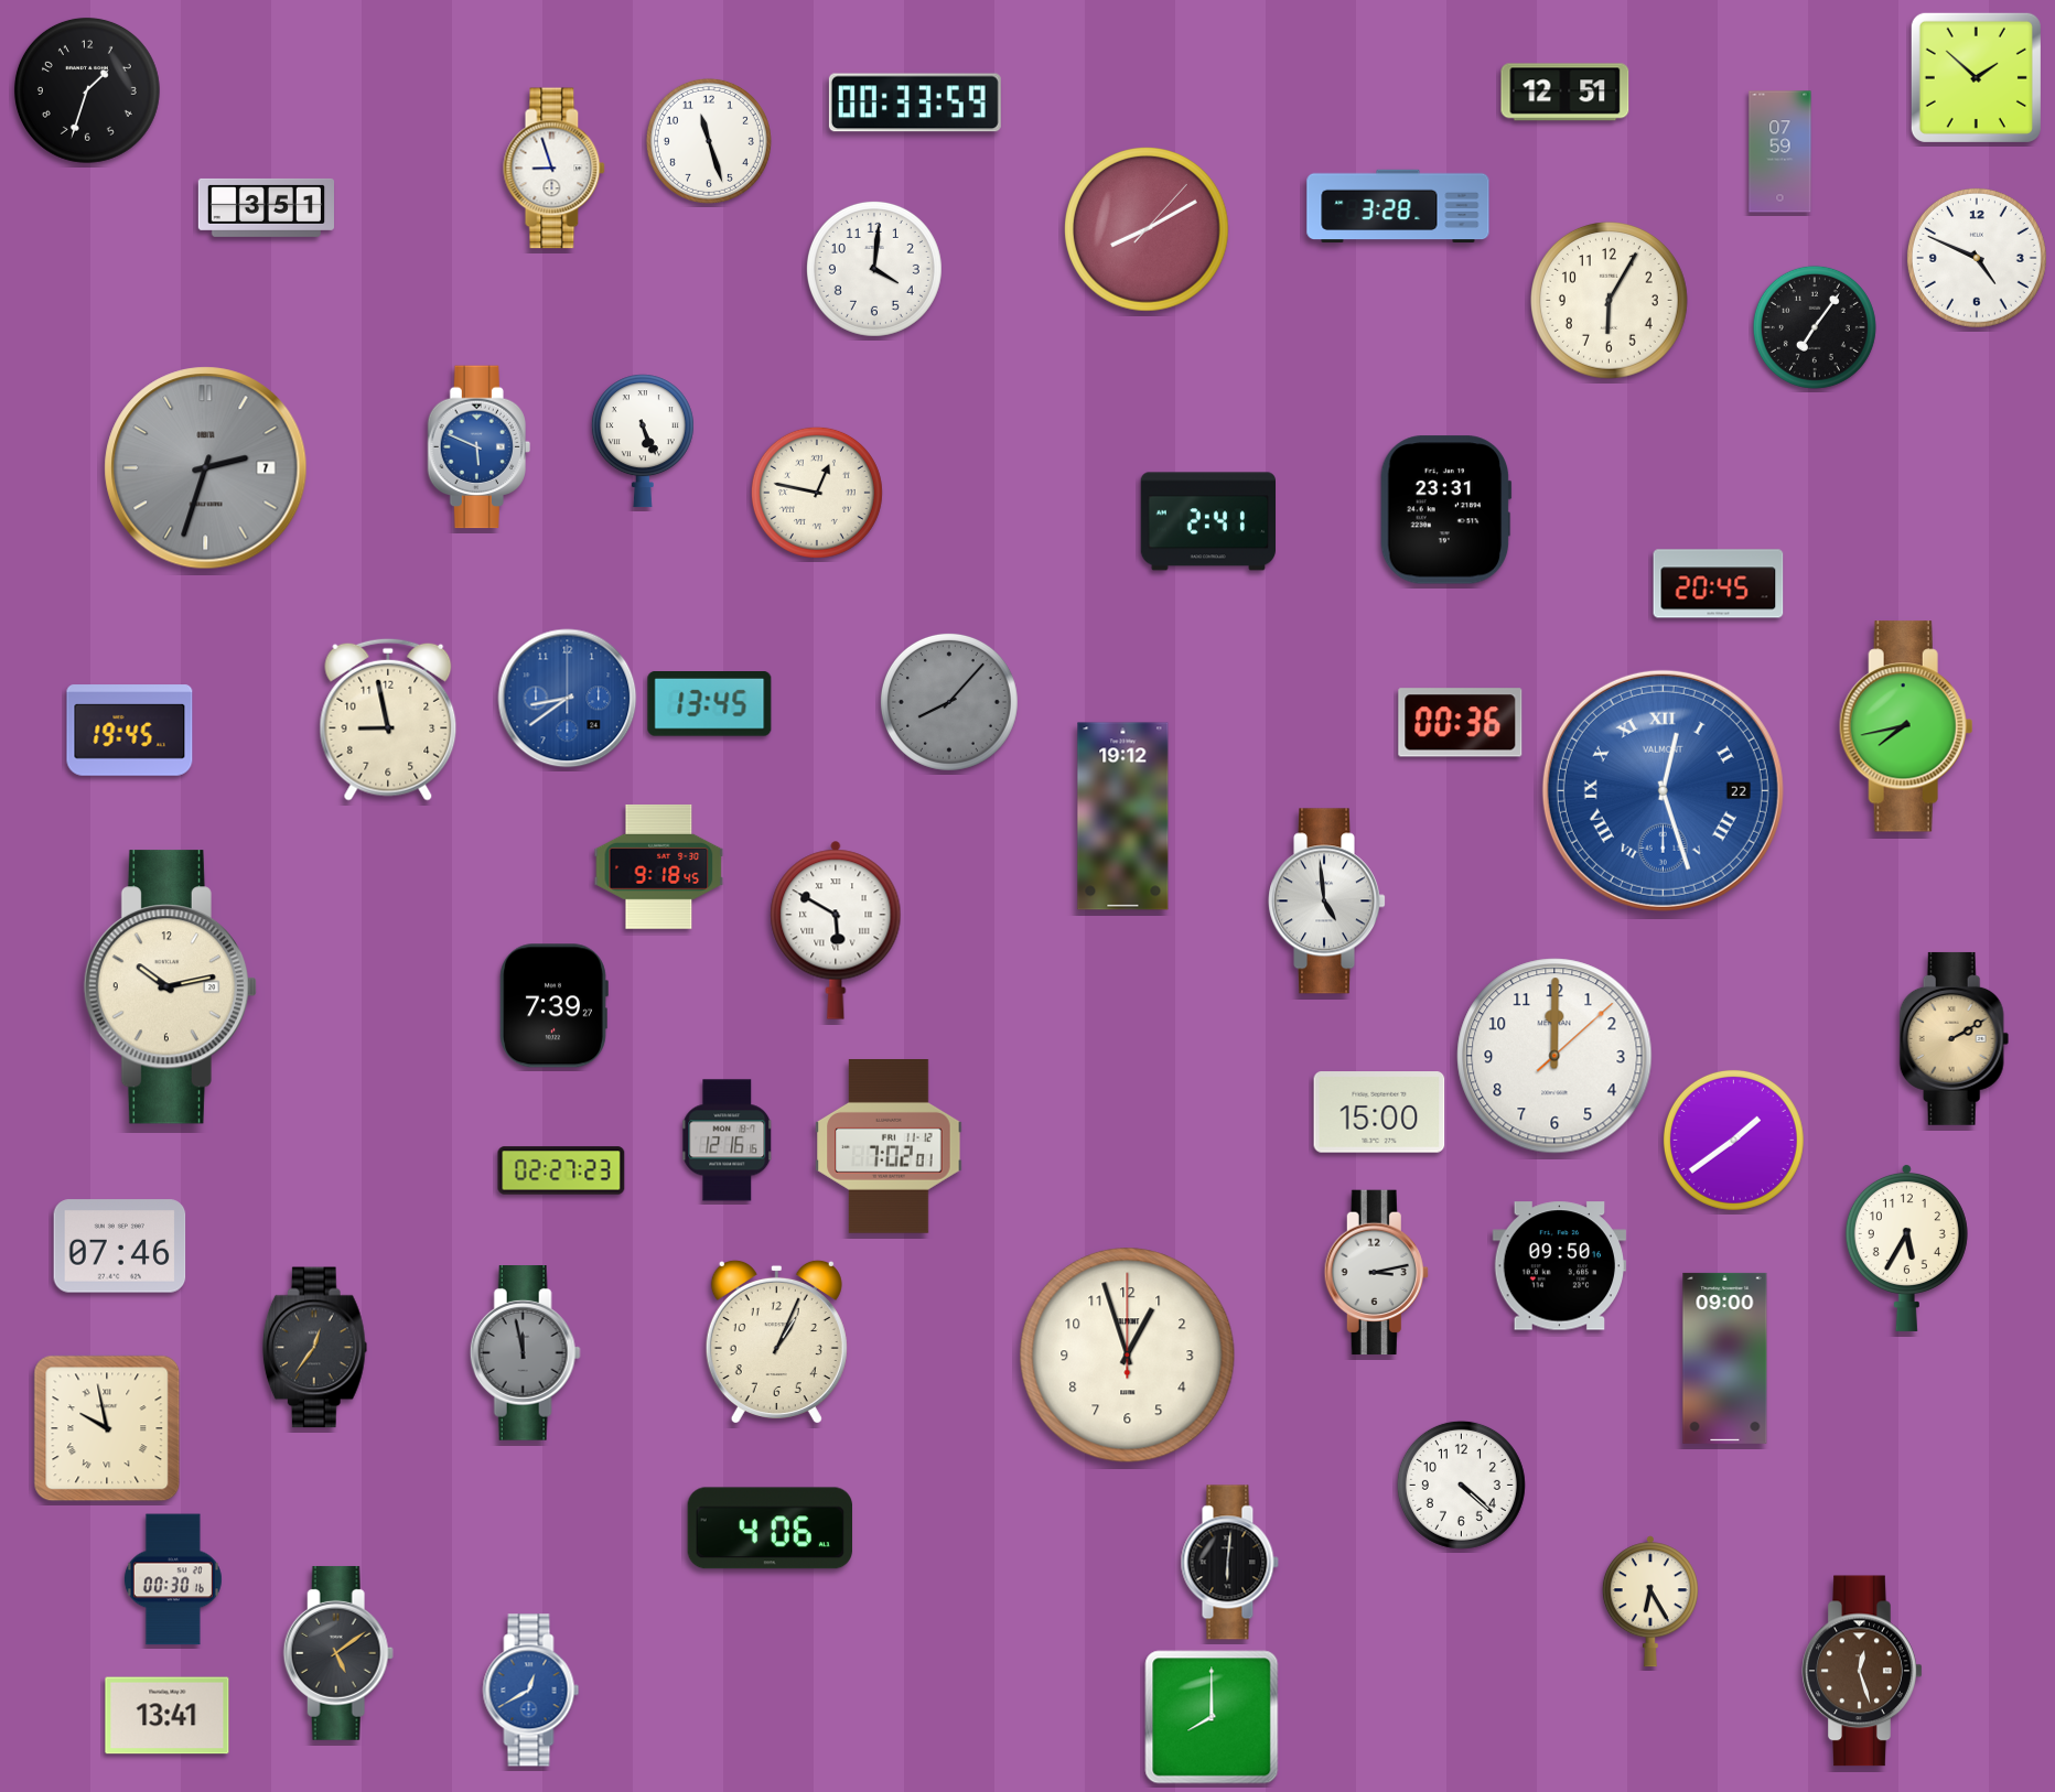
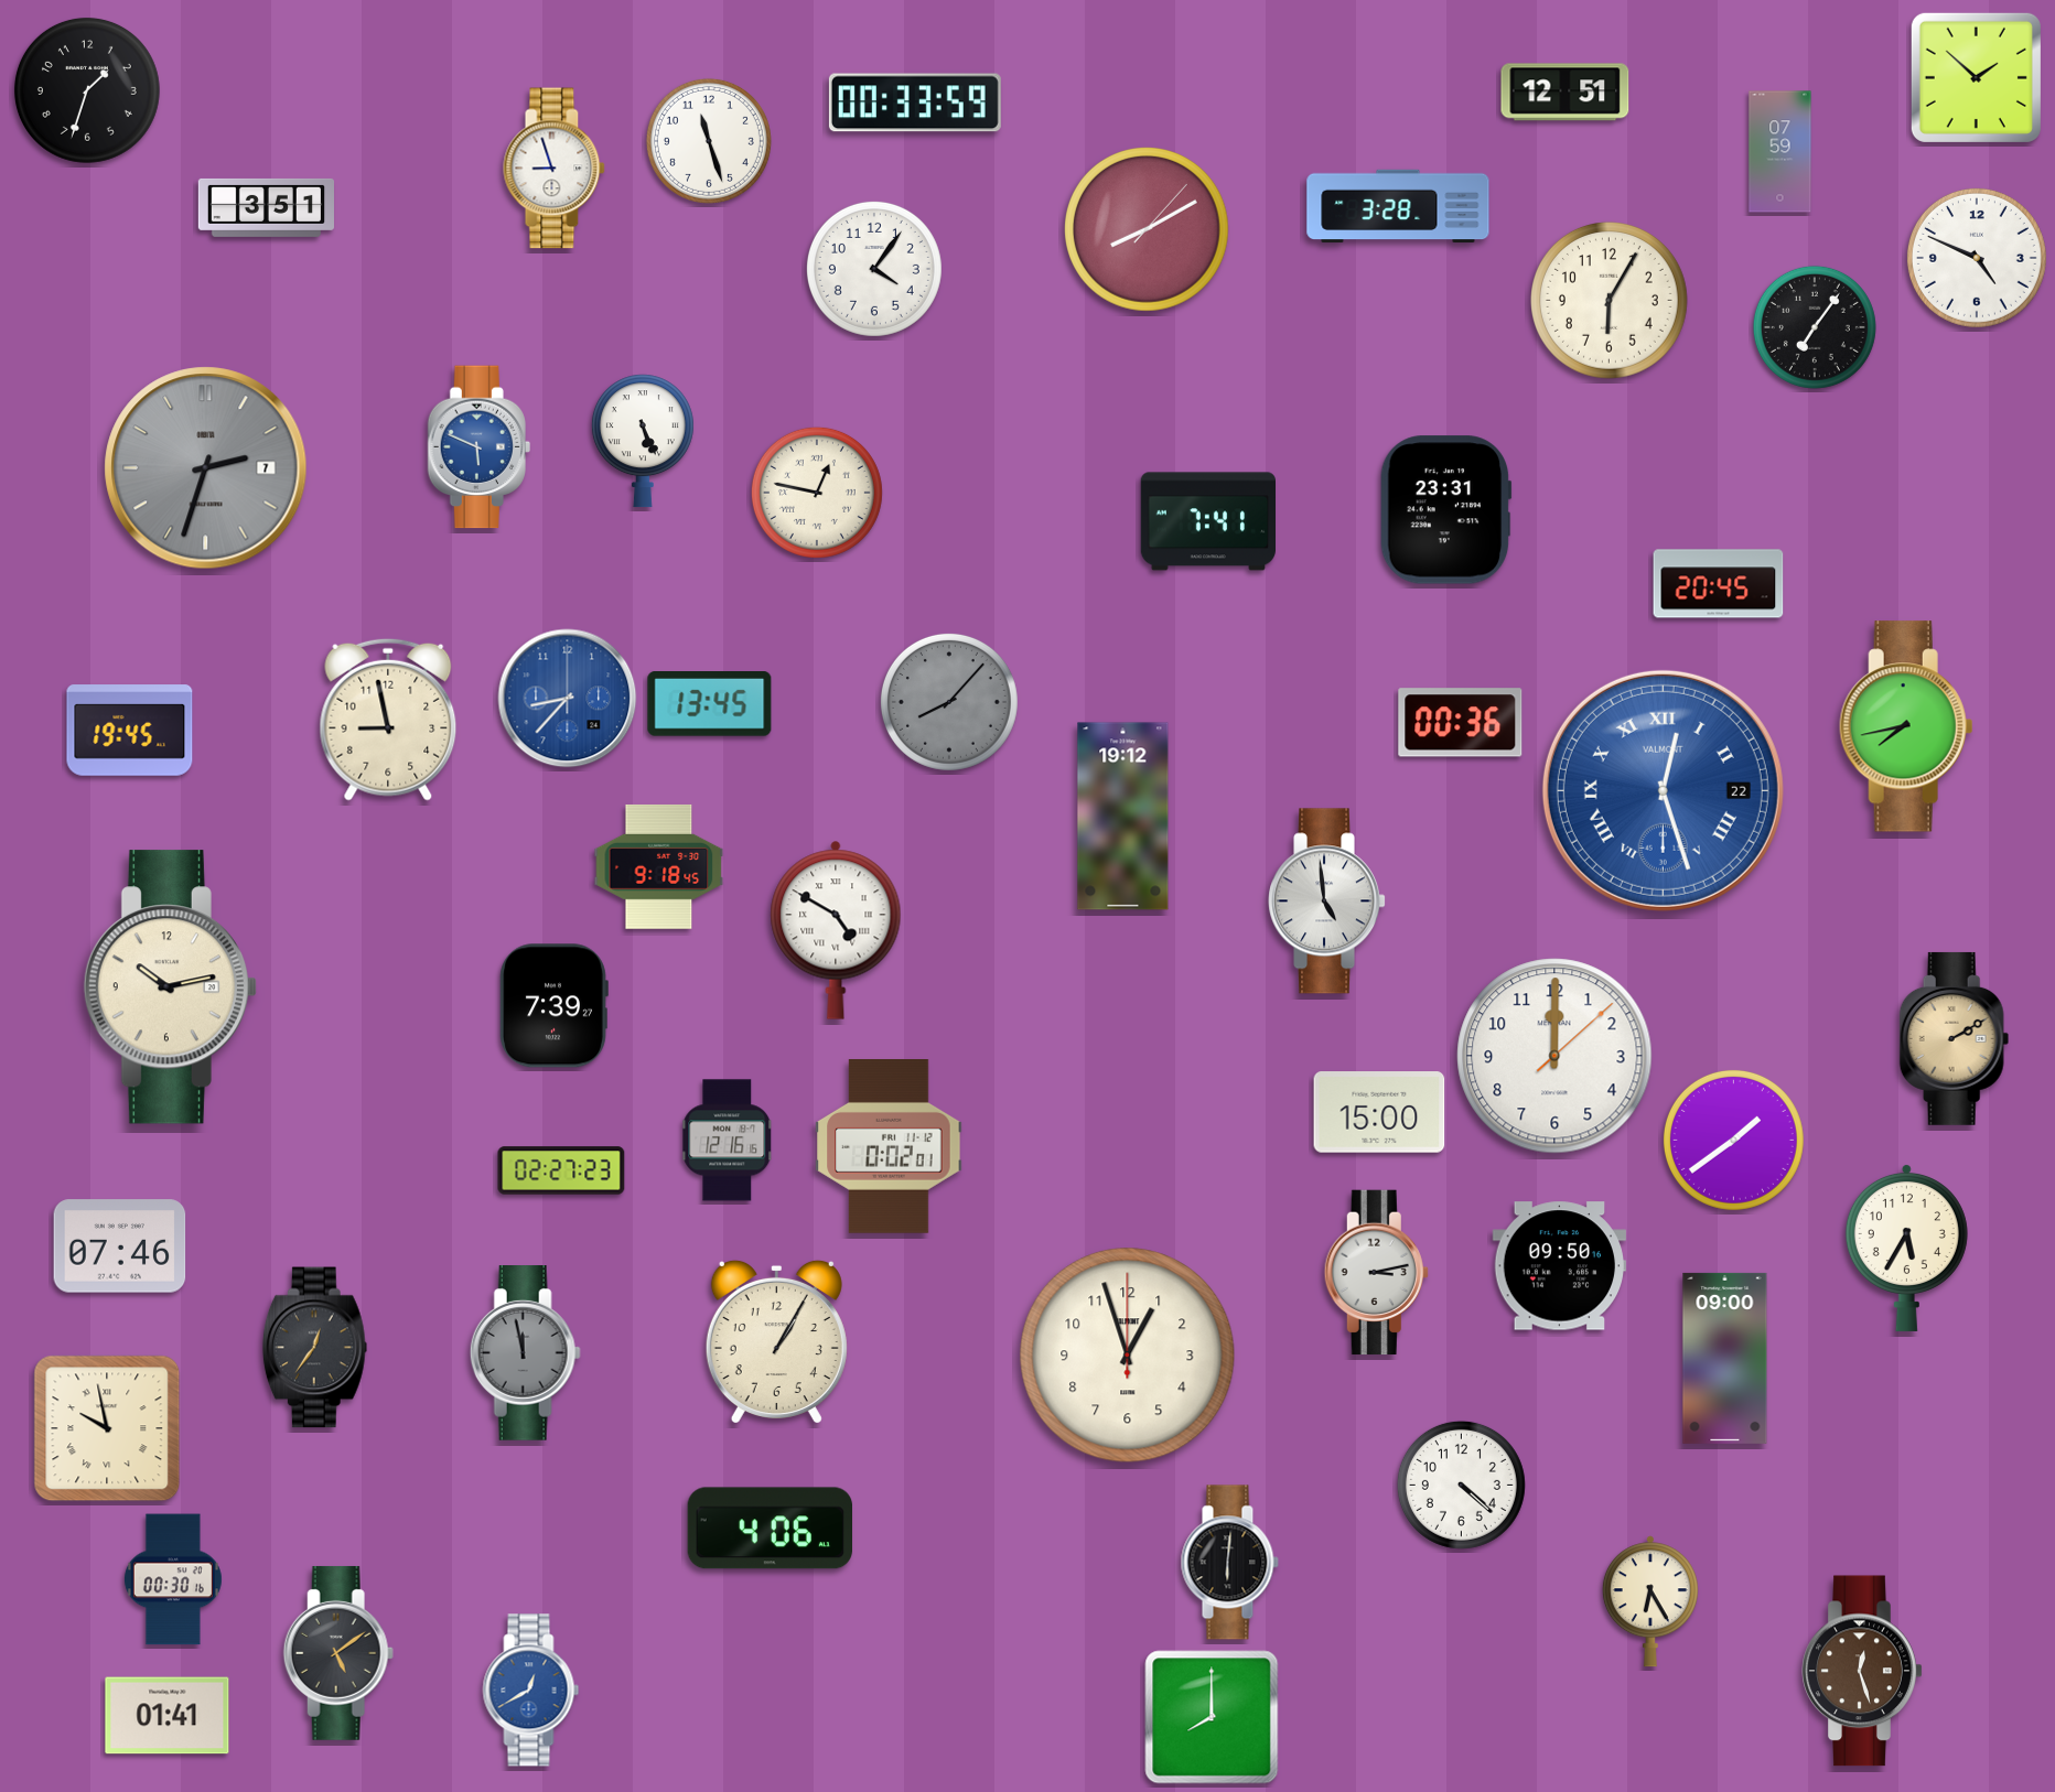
clock at (874, 269): 4:01 -> 4:06
clock at (1208, 521): 2:41 -> 7:41
clock at (568, 699): 8:39 -> 8:37
clock at (836, 930): 5:50 -> 4:50
clock at (889, 1147): 7:02 -> 0:02
clock at (776, 1341): 1:04 -> 1:05
clock at (168, 1716): 13:41 -> 01:41
